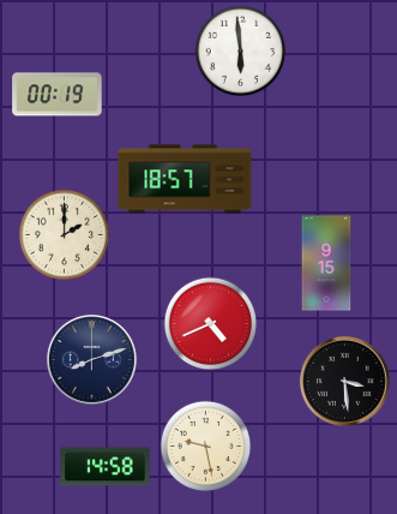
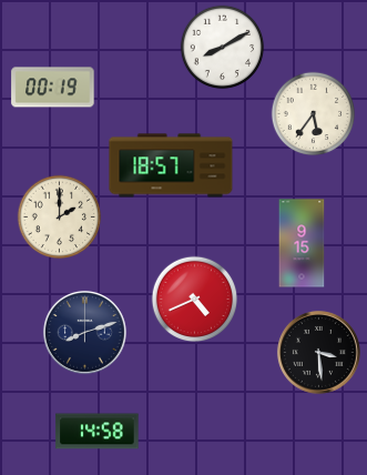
clock at (241, 52): 5:59 -> 8:10
clock at (314, 114): none -> 5:36
clock at (206, 447): 9:28 -> none
